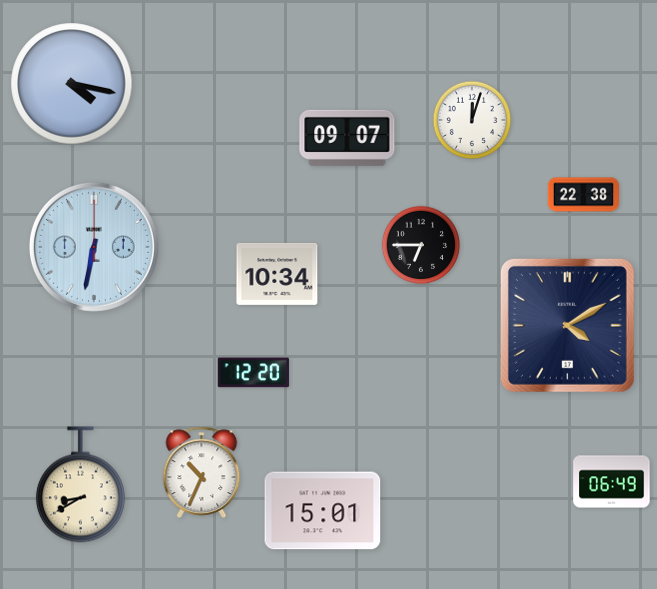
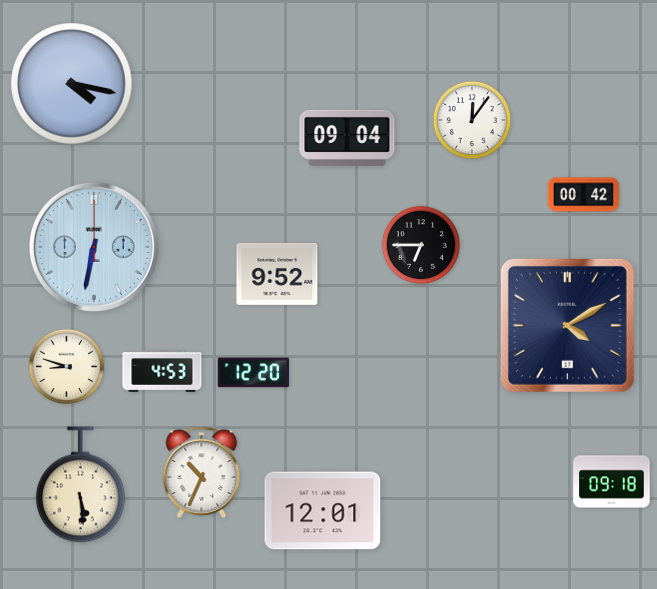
clock at (472, 120): 12:03 -> 12:06
clock at (347, 138): 09:07 -> 09:04
clock at (583, 195): 22:38 -> 00:42
clock at (277, 274): 10:34 -> 9:52
clock at (67, 367): none -> 8:48
clock at (162, 372): none -> 4:53
clock at (612, 482): 06:49 -> 09:18
clock at (80, 485): 8:40 -> 5:29
clock at (323, 511): 15:01 -> 12:01
